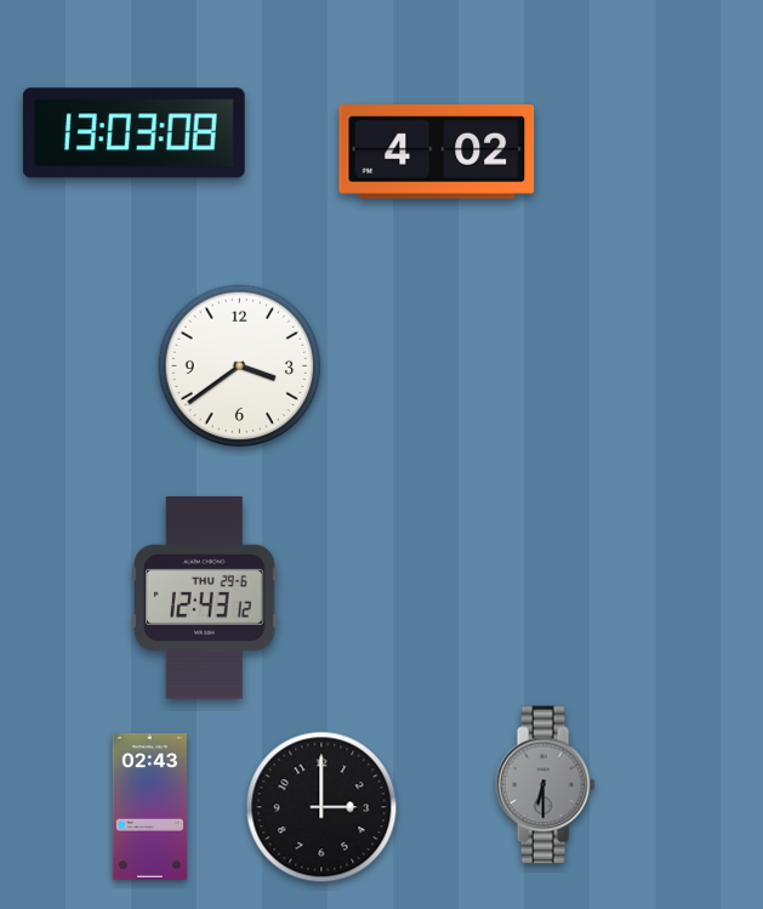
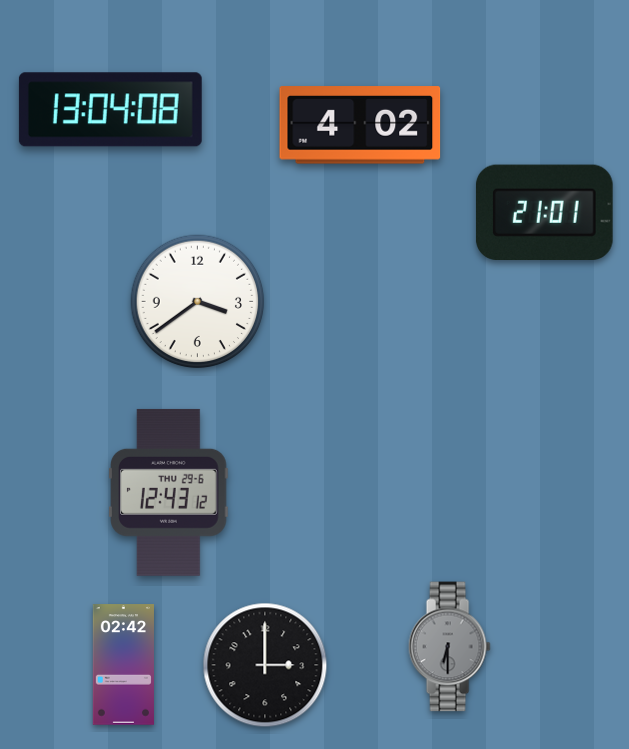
clock at (133, 133): 13:03 -> 13:04
clock at (544, 212): none -> 21:01
clock at (149, 807): 02:43 -> 02:42
